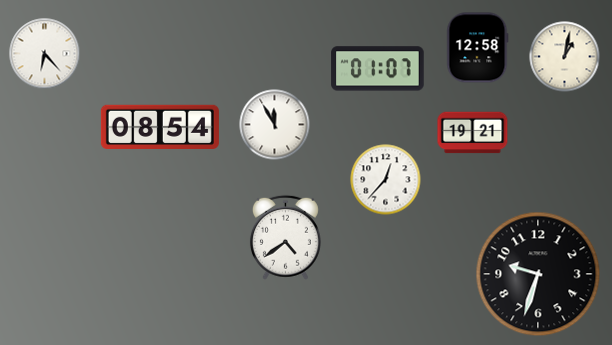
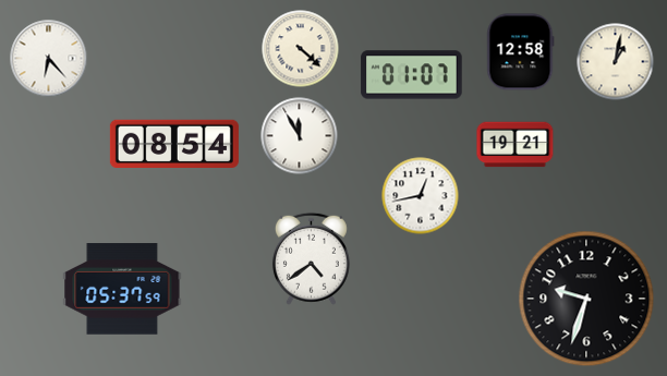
clock at (301, 49): none -> 4:22
clock at (160, 126) position: (160, 126) -> (174, 143)
clock at (386, 180): 12:37 -> 12:43
clock at (122, 289): none -> 05:37
